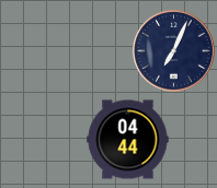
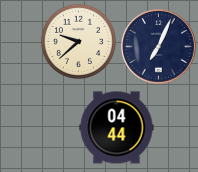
clock at (78, 41): none -> 9:38
